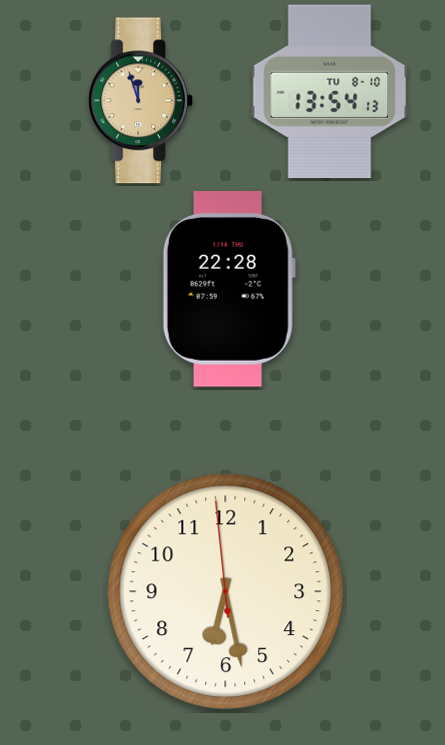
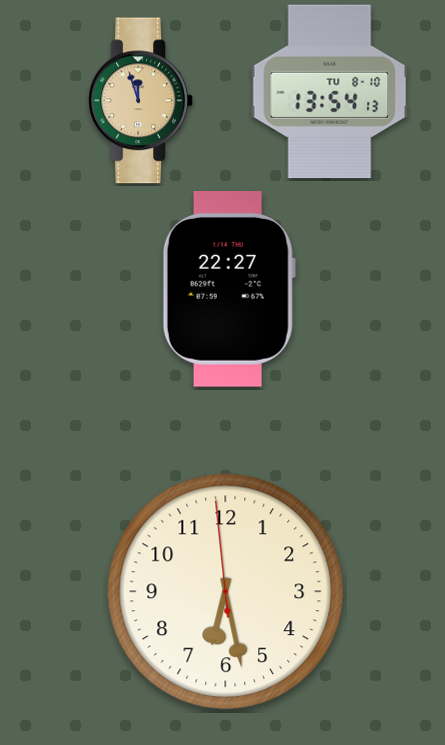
clock at (229, 290): 22:28 -> 22:27
